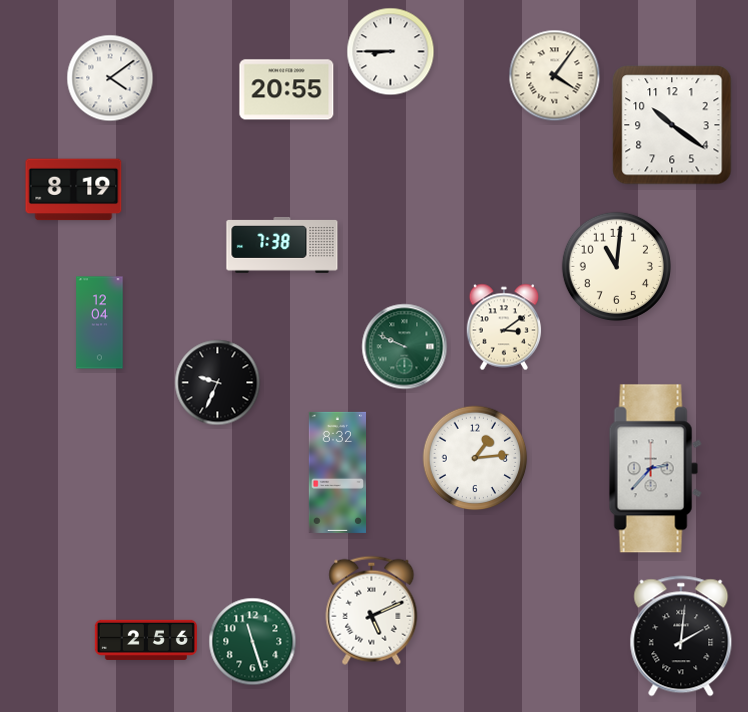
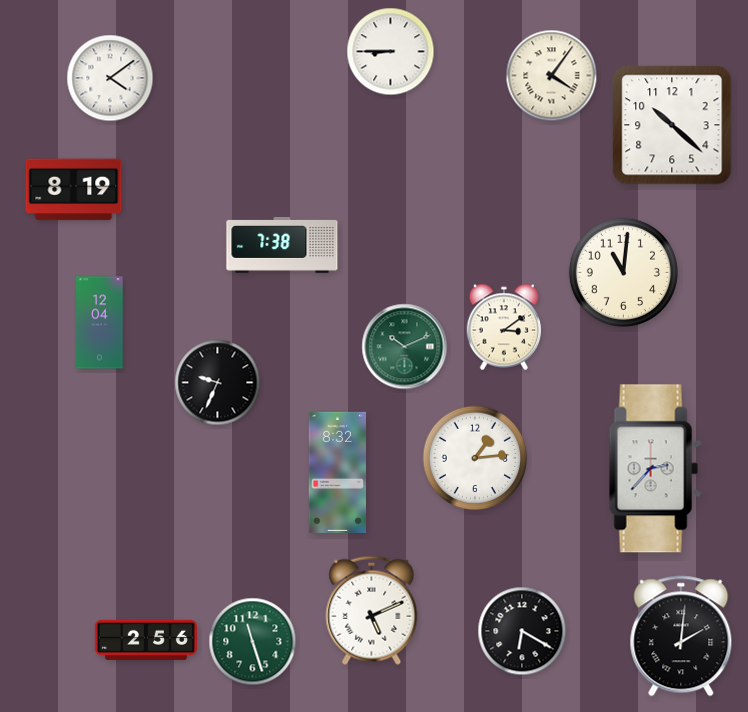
clock at (555, 76) position: (555, 76) -> (552, 76)
clock at (287, 90): 20:55 -> none
clock at (672, 125): 10:21 -> 10:22
clock at (616, 266) position: (616, 266) -> (623, 272)
clock at (405, 347): 9:49 -> 10:11
clock at (522, 631): none -> 6:20
